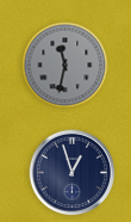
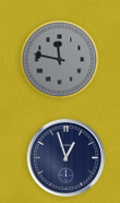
clock at (65, 66): 11:32 -> 11:47
